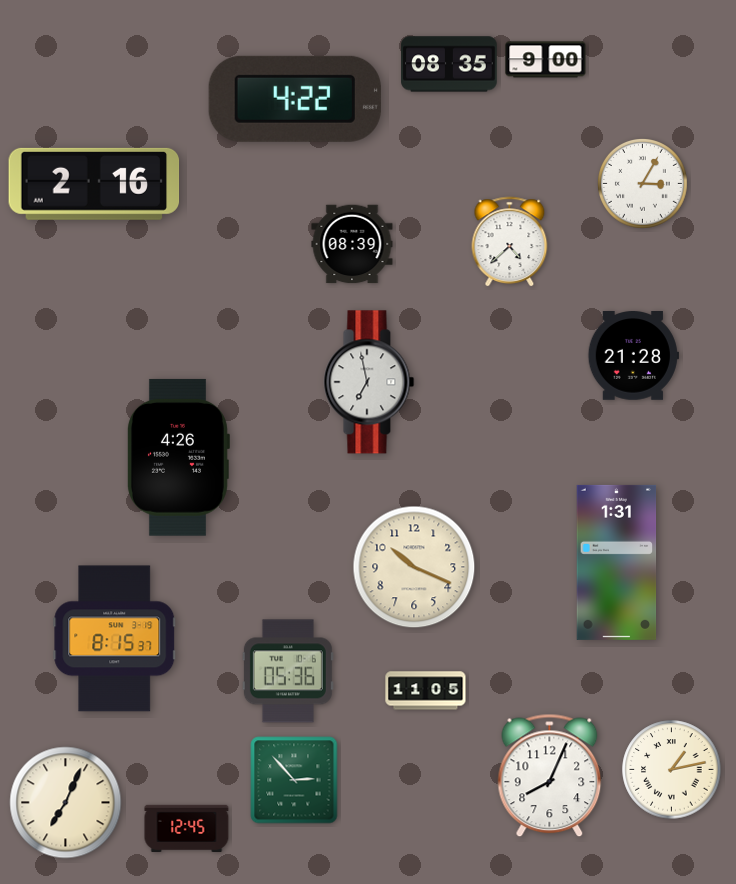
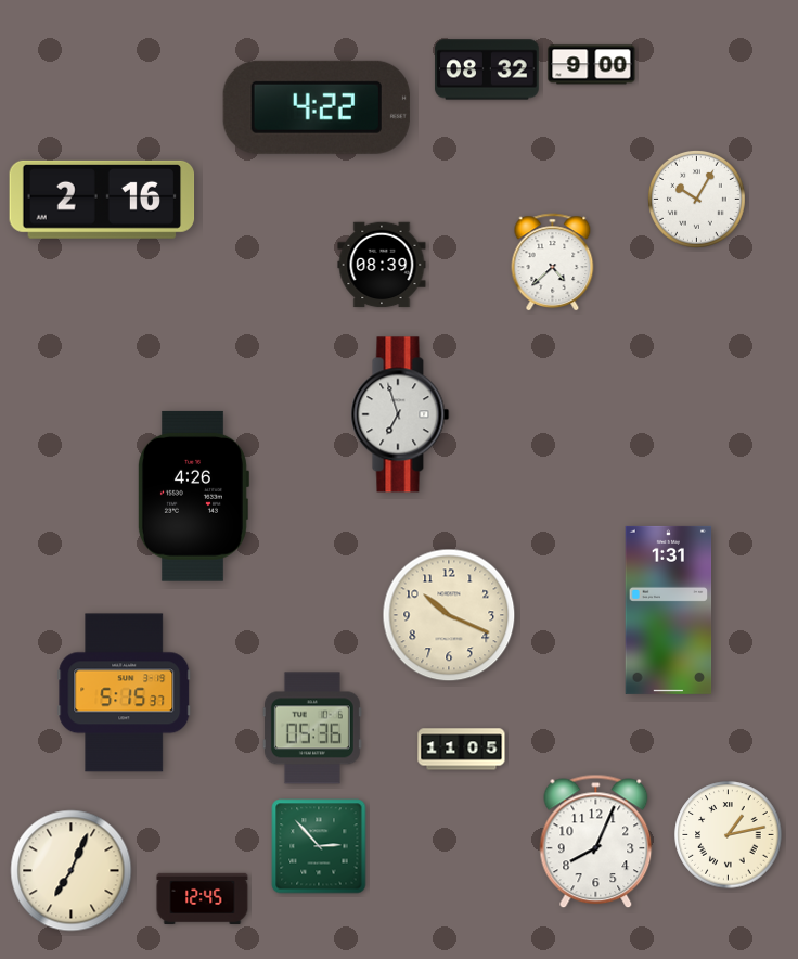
clock at (449, 64): 08:35 -> 08:32
clock at (295, 99) position: (295, 99) -> (317, 107)
clock at (642, 183): 3:05 -> 10:05
clock at (633, 356): 21:28 -> none
clock at (369, 382): 6:58 -> 6:57
clock at (115, 639): 8:15 -> 5:15
